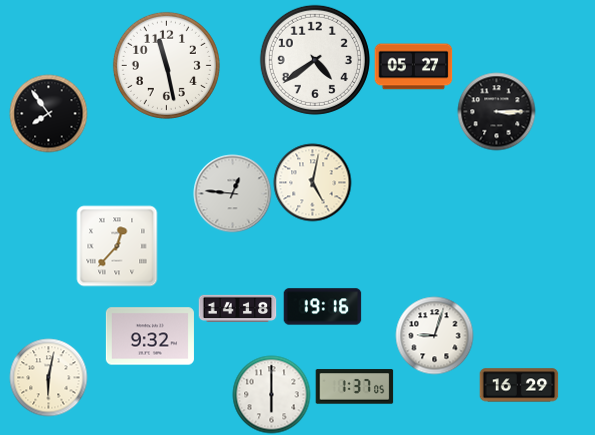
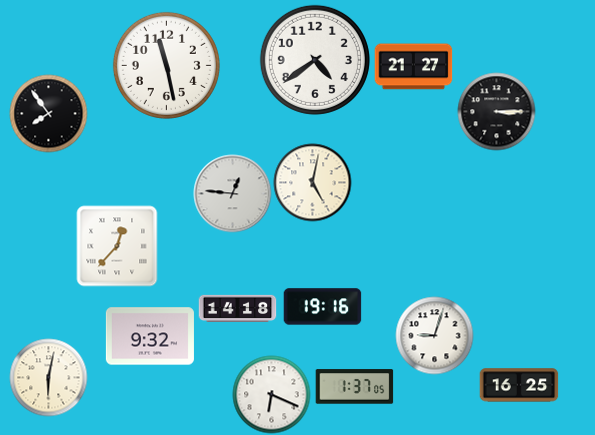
clock at (413, 67): 05:27 -> 21:27
clock at (519, 385): 16:29 -> 16:25
clock at (271, 394): 6:00 -> 6:19
